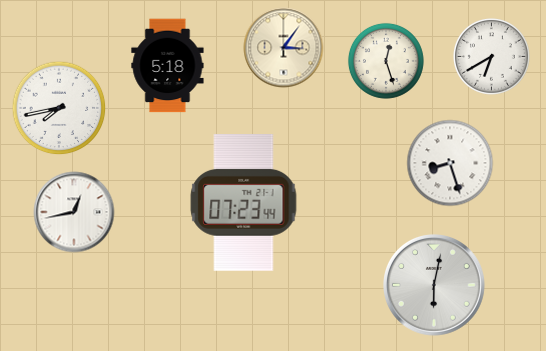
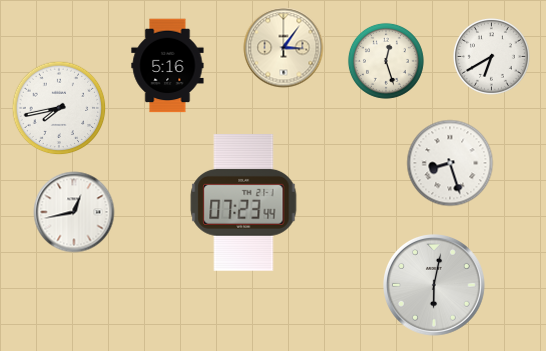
clock at (168, 66): 5:18 -> 5:16
